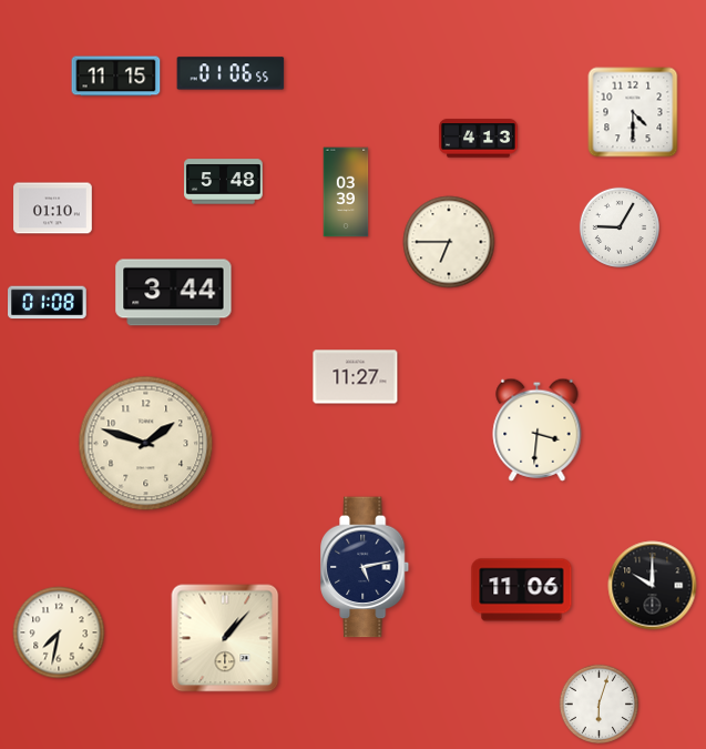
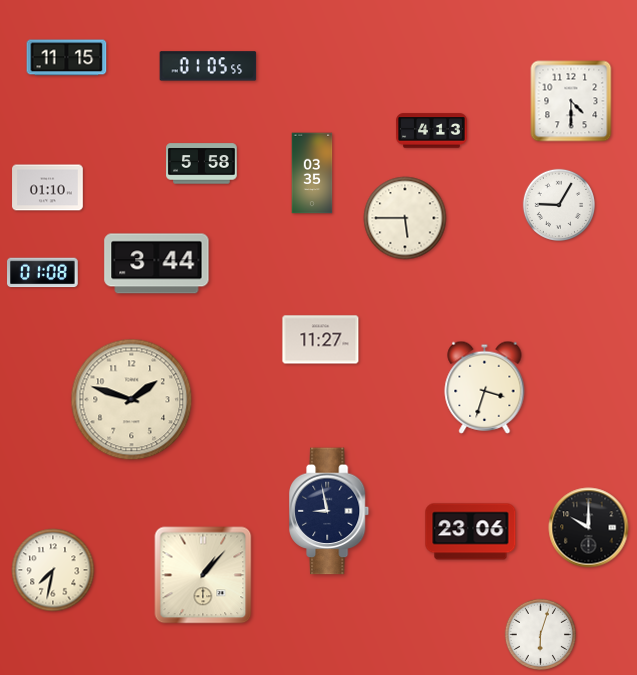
clock at (231, 73): 01:06 -> 01:05
clock at (116, 77) position: (116, 77) -> (67, 58)
clock at (479, 139) position: (479, 139) -> (432, 131)
clock at (224, 182): 5:48 -> 5:58
clock at (346, 192): 03:39 -> 03:35
clock at (449, 242): 6:45 -> 5:45
clock at (538, 429): 3:31 -> 3:33
clock at (366, 567): 5:13 -> 8:58
clock at (522, 590): 11:06 -> 23:06
